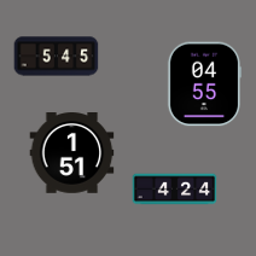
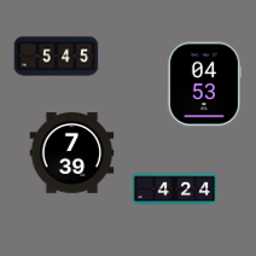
clock at (204, 85): 04:55 -> 04:53
clock at (72, 153): 1:51 -> 7:39
